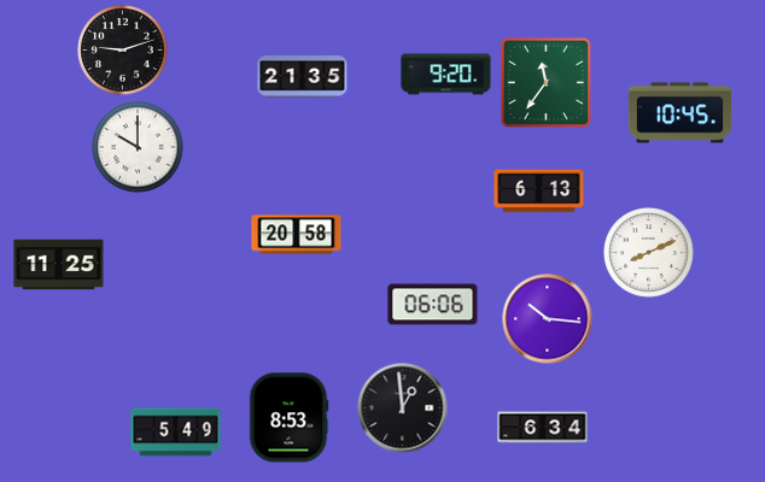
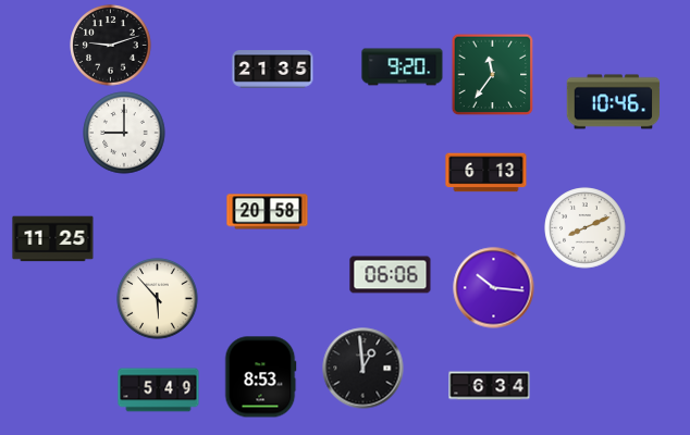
clock at (681, 113): 10:45 -> 10:46
clock at (138, 147): 10:00 -> 9:00
clock at (158, 299): none -> 5:53
